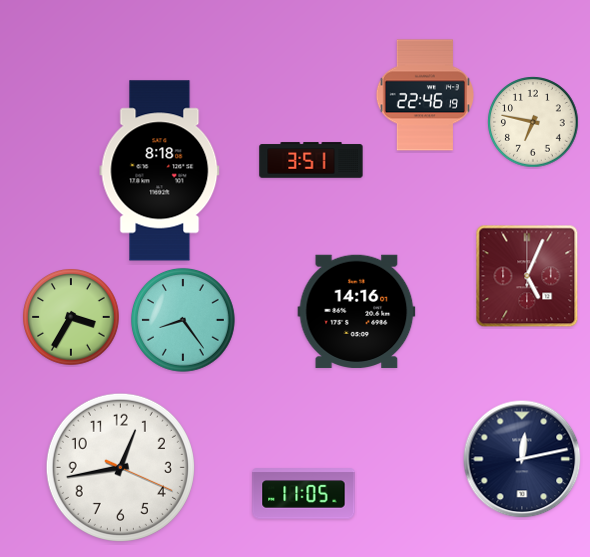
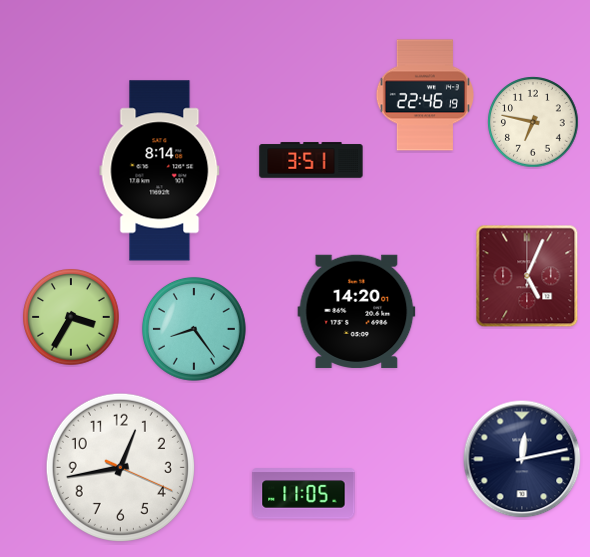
clock at (160, 171): 8:18 -> 8:14
clock at (357, 311): 14:16 -> 14:20
clock at (183, 320) position: (183, 320) -> (194, 329)
